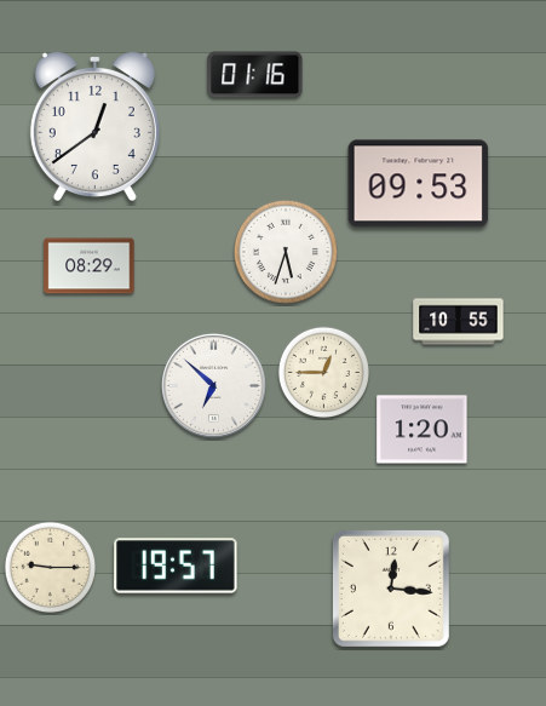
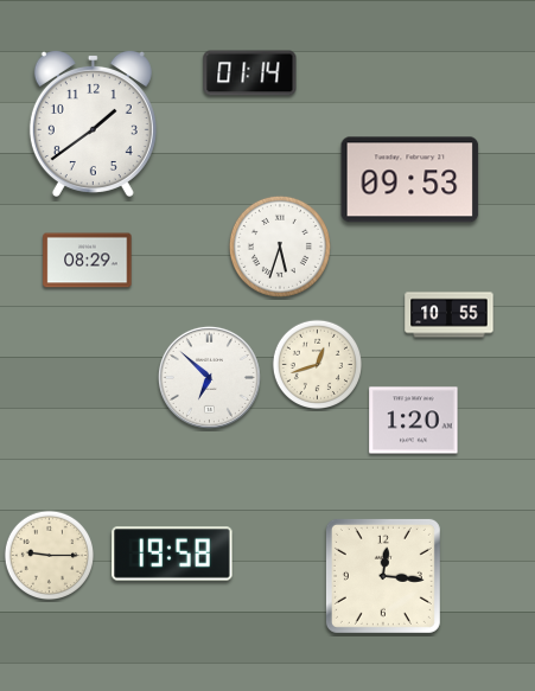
clock at (255, 75): 01:16 -> 01:14
clock at (94, 126): 12:39 -> 1:39
clock at (323, 372): 12:45 -> 12:42
clock at (176, 566): 19:57 -> 19:58
